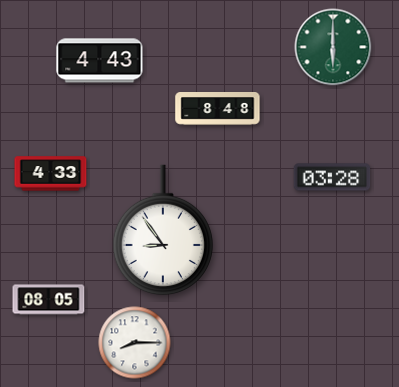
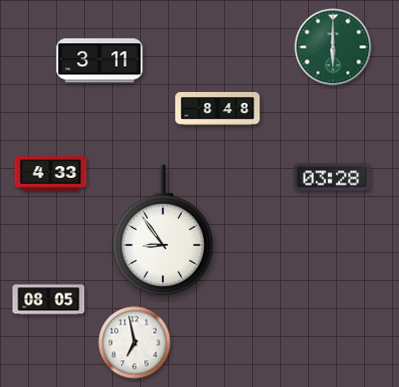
clock at (100, 61): 4:43 -> 3:11
clock at (135, 343): 8:15 -> 6:58
